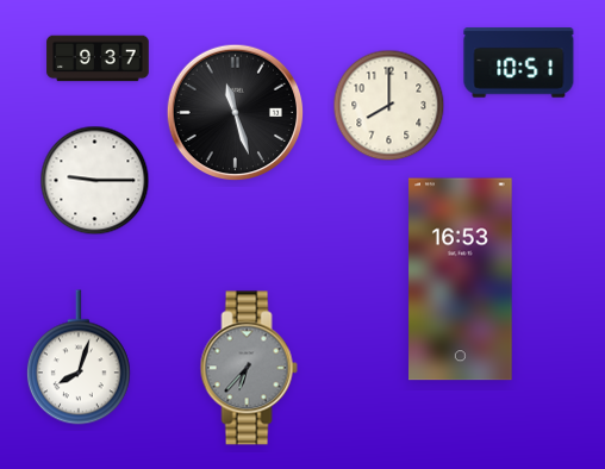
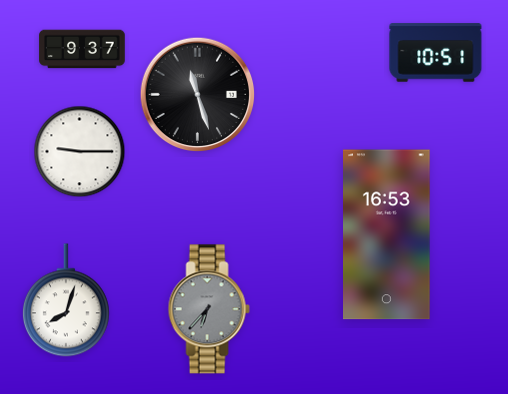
clock at (389, 106): 8:00 -> none
